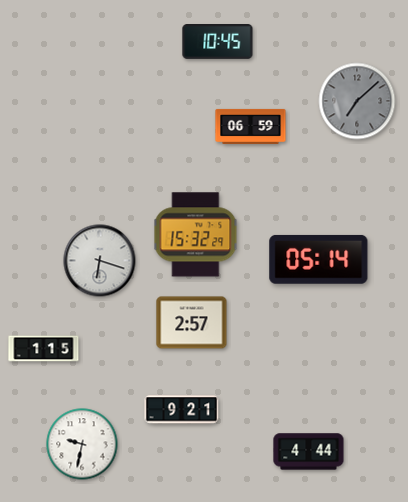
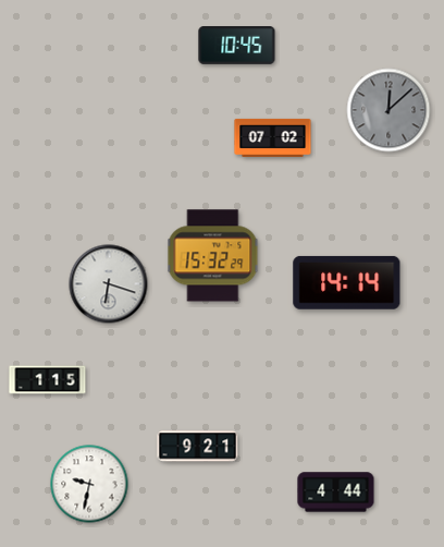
clock at (357, 101): 7:08 -> 12:08
clock at (251, 126): 06:59 -> 07:02
clock at (319, 259): 05:14 -> 14:14
clock at (192, 323): 2:57 -> none
